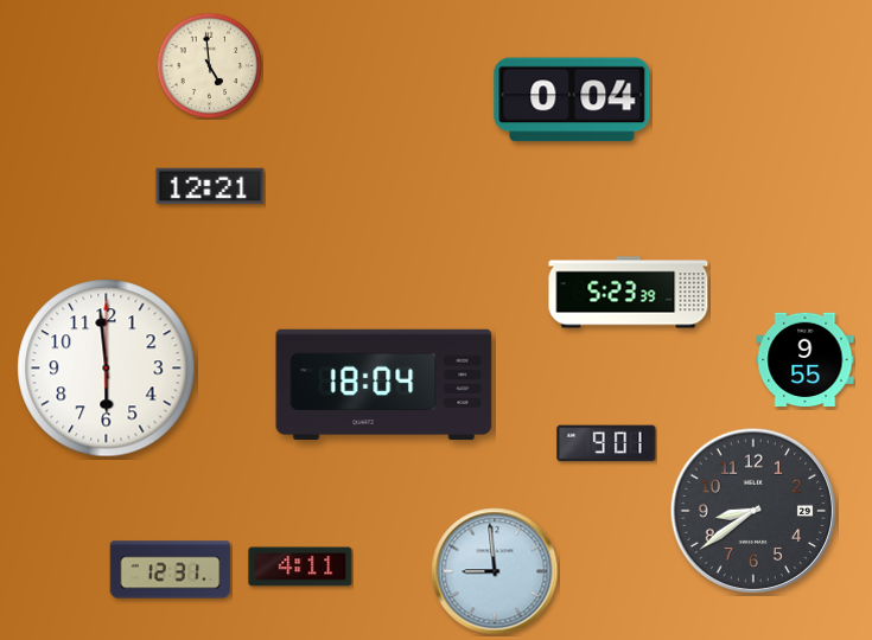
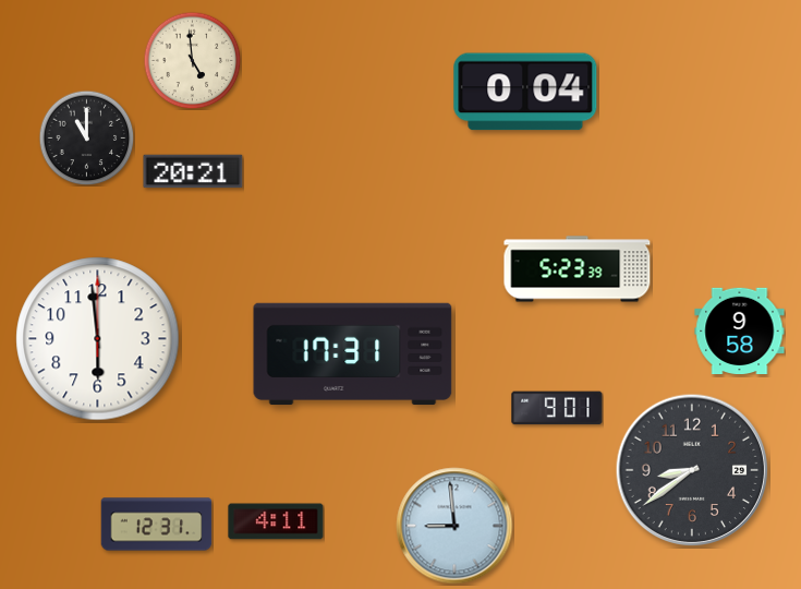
clock at (86, 137): none -> 11:00
clock at (210, 186): 12:21 -> 20:21
clock at (806, 359): 9:55 -> 9:58
clock at (384, 385): 18:04 -> 17:31
